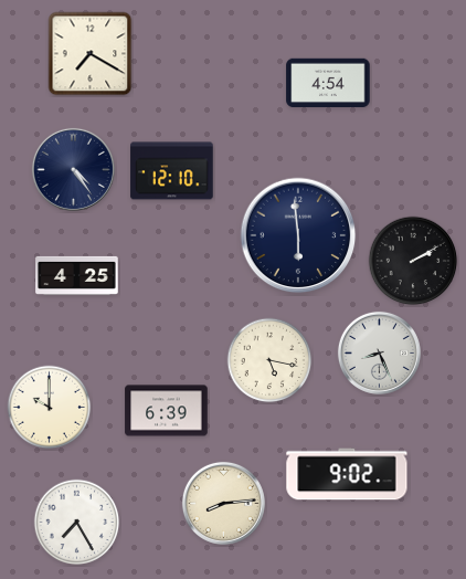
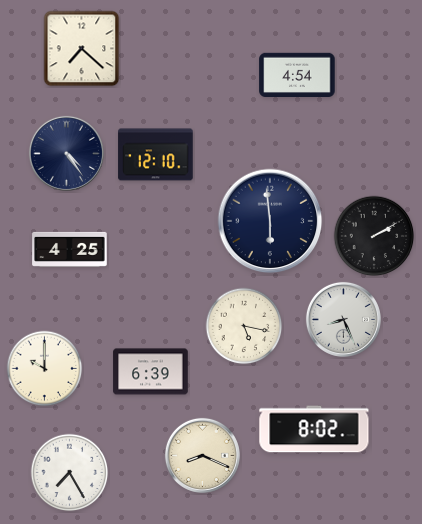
clock at (91, 54): 7:20 -> 7:22
clock at (298, 235) position: (298, 235) -> (270, 221)
clock at (347, 474): 9:02 -> 8:02
clock at (223, 503): 8:14 -> 8:19
